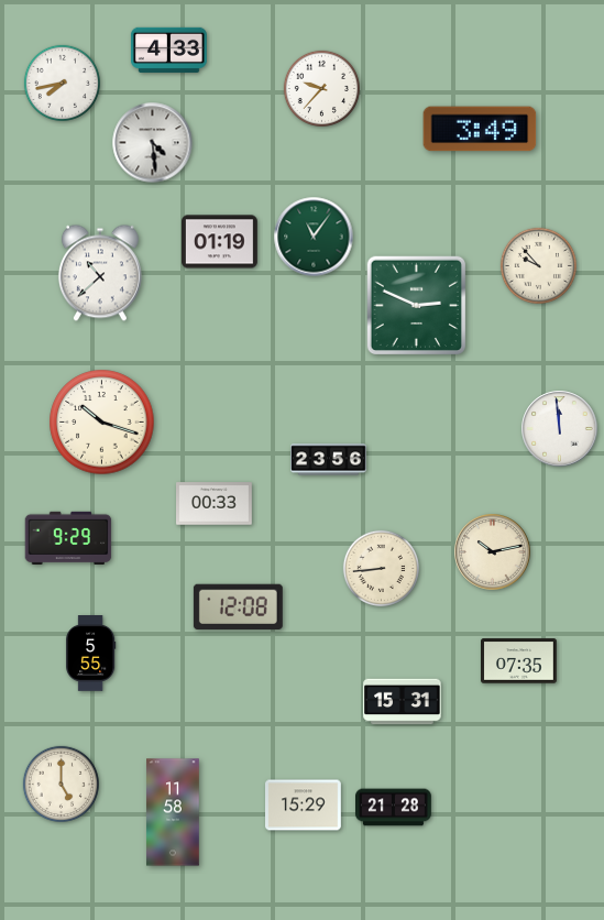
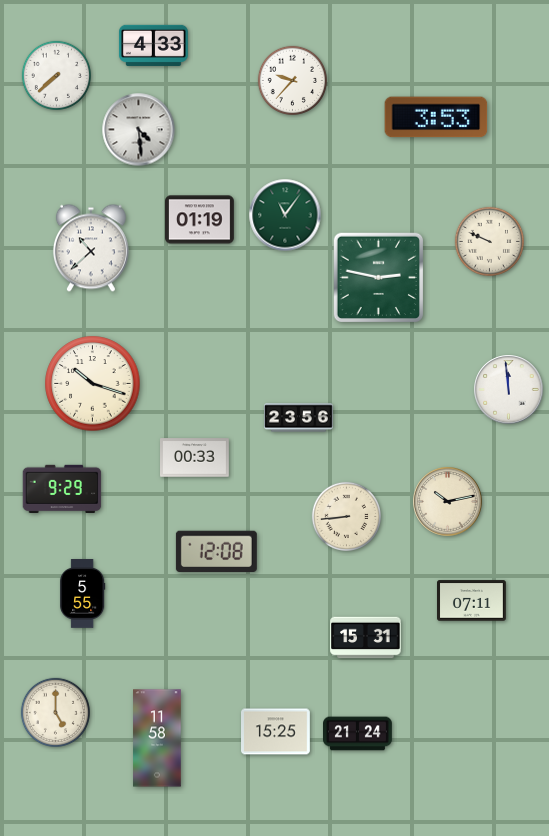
clock at (62, 83): 7:43 -> 7:38
clock at (480, 129): 3:49 -> 3:53
clock at (538, 265): 9:53 -> 9:49
clock at (417, 306): 2:49 -> 2:47
clock at (519, 661): 07:35 -> 07:11
clock at (304, 806): 15:29 -> 15:25
clock at (394, 808): 21:28 -> 21:24
